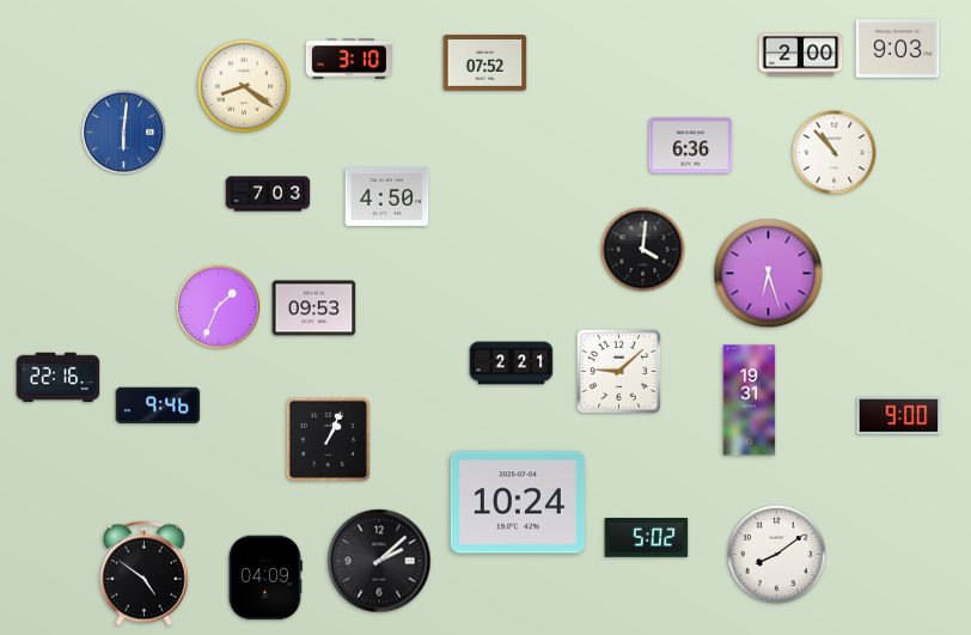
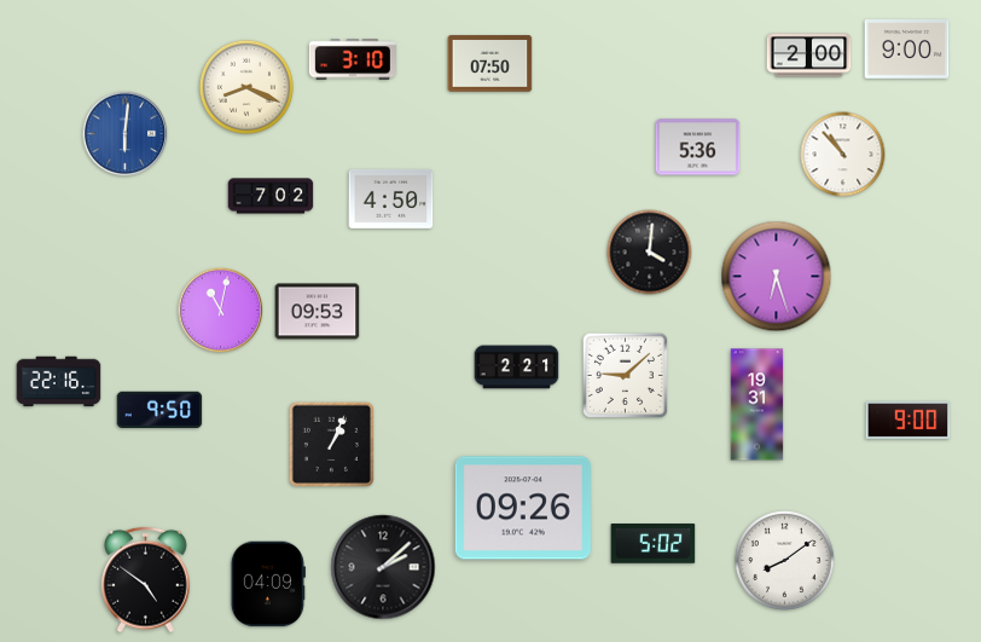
clock at (898, 49): 9:03 -> 9:00
clock at (485, 63): 07:52 -> 07:50
clock at (244, 86): 8:21 -> 8:19
clock at (691, 146): 6:36 -> 5:36
clock at (268, 194): 7:03 -> 7:02
clock at (219, 307): 1:34 -> 11:02
clock at (158, 405): 9:46 -> 9:50
clock at (518, 502): 10:24 -> 09:26
